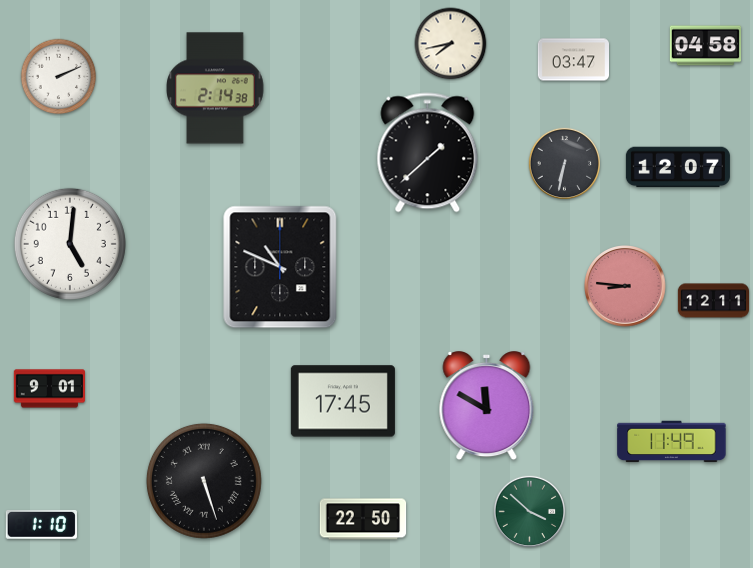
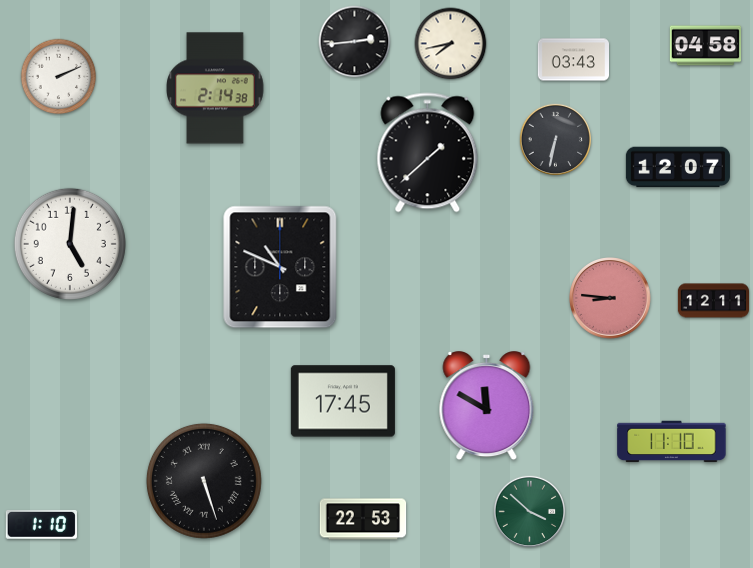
clock at (355, 42): none -> 2:44
clock at (573, 60): 03:47 -> 03:43
clock at (564, 163) position: (564, 163) -> (555, 139)
clock at (626, 287) position: (626, 287) -> (611, 299)
clock at (49, 389): 9:01 -> none
clock at (672, 442): 11:49 -> 11:10
clock at (363, 519): 22:50 -> 22:53
